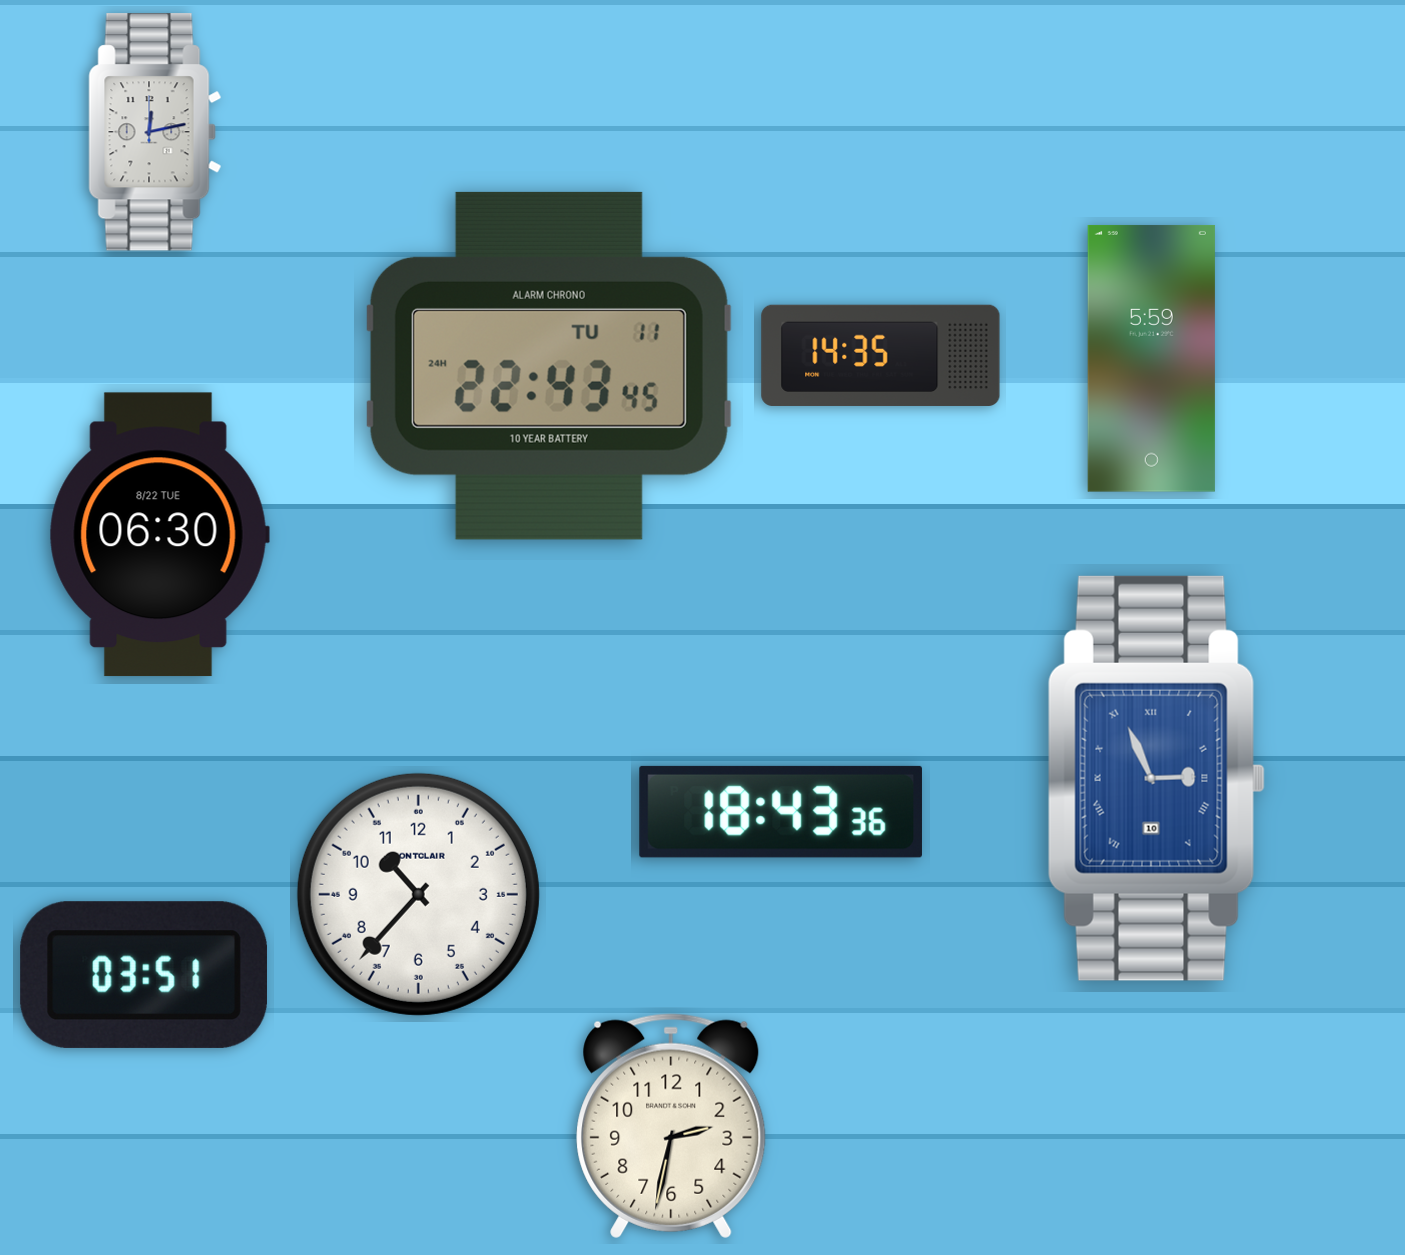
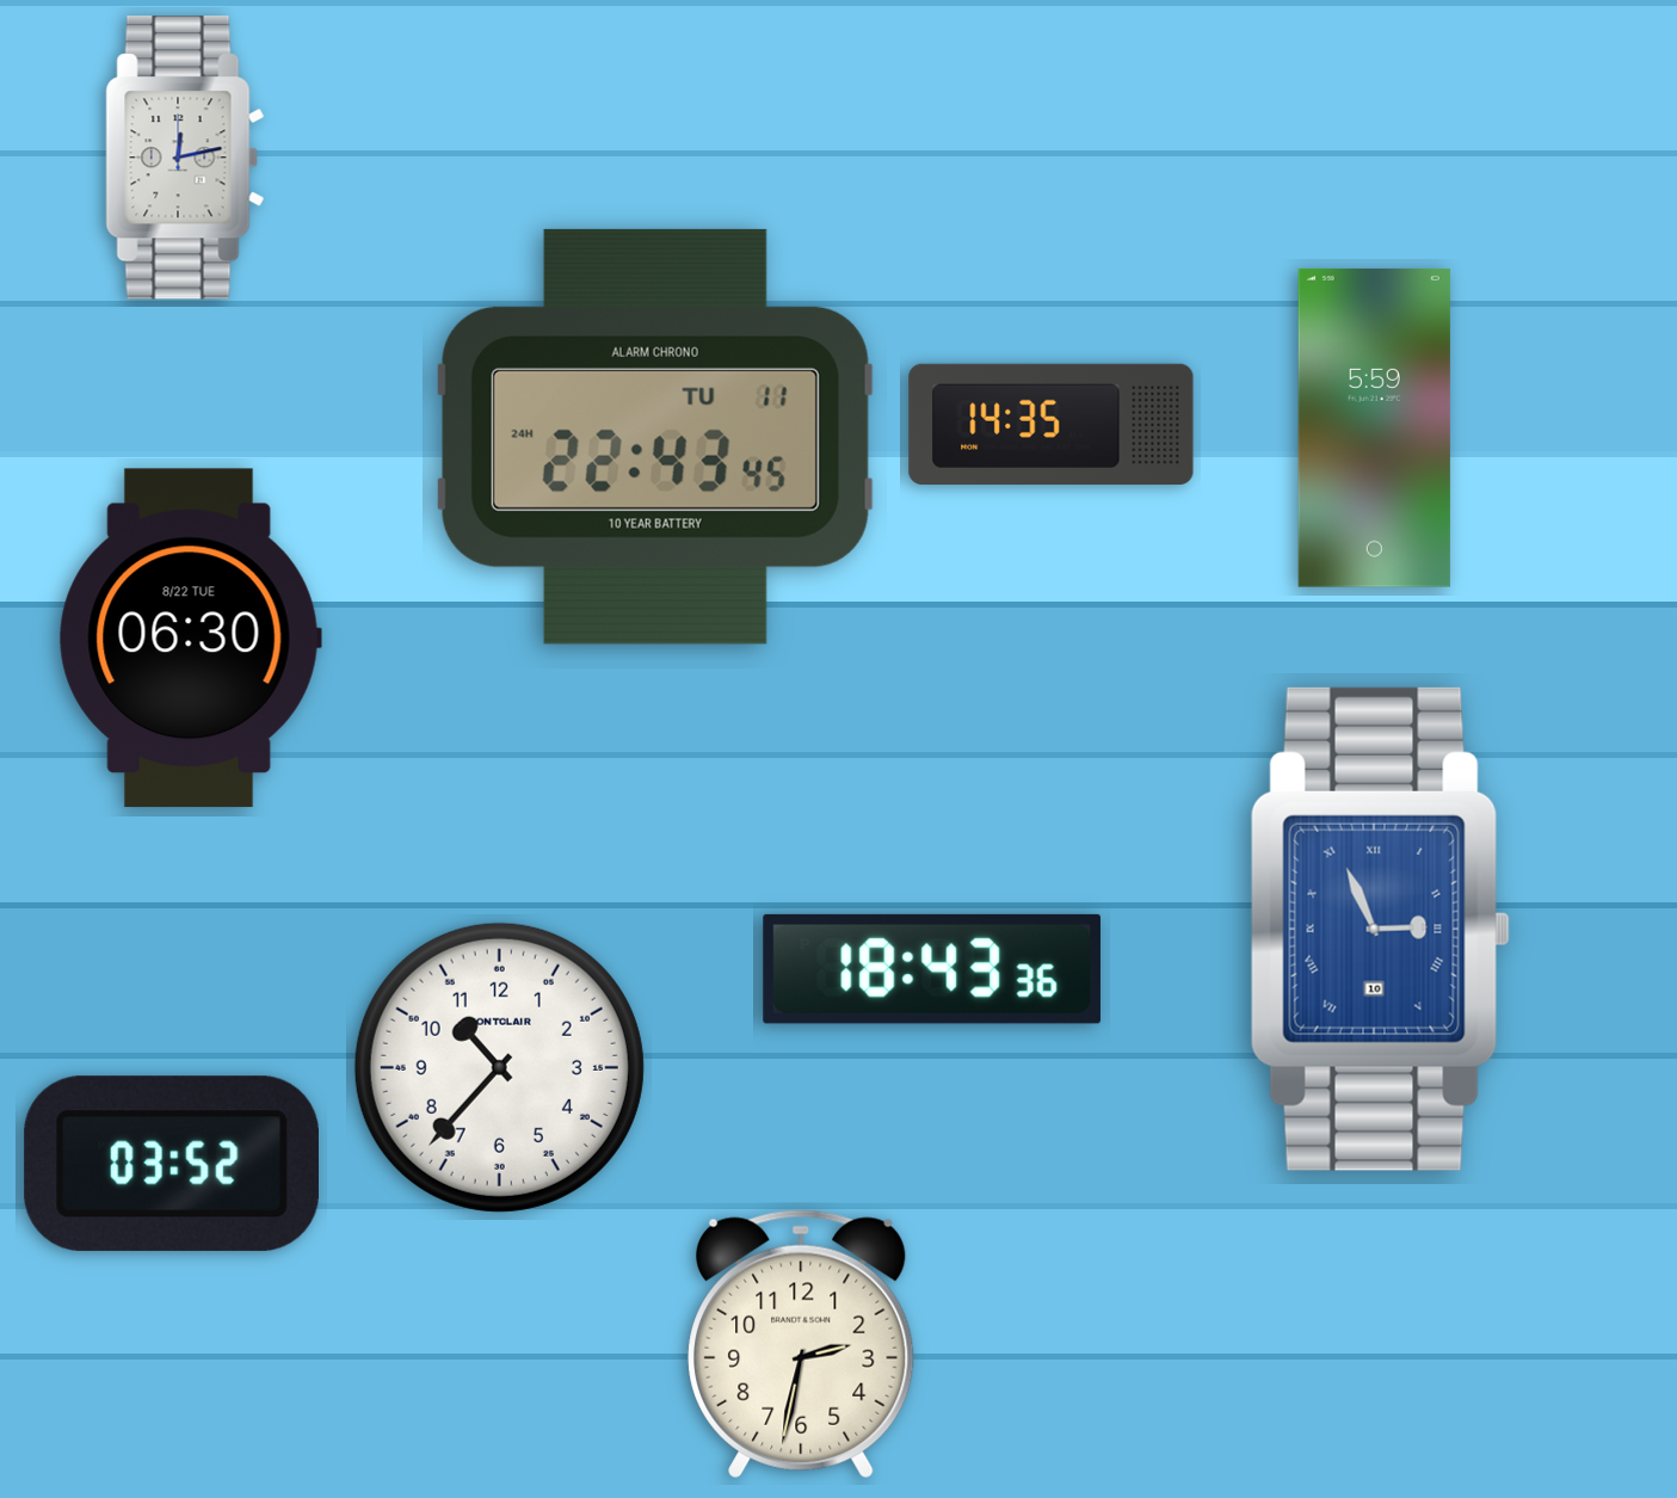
clock at (144, 975): 03:51 -> 03:52
